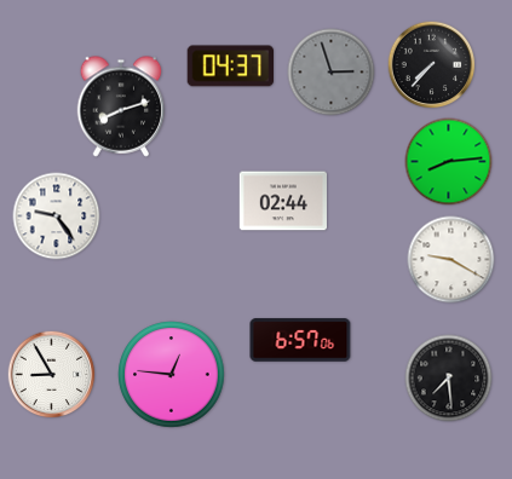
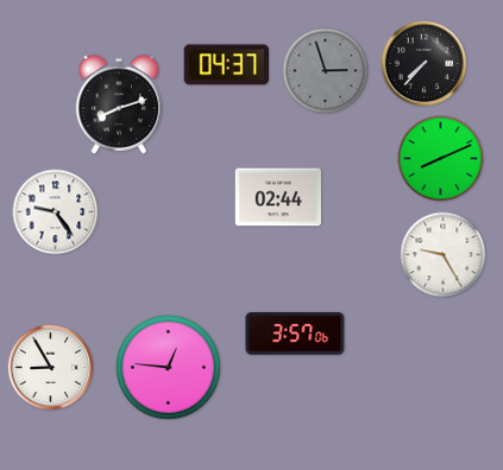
clock at (449, 162): 8:14 -> 8:11
clock at (451, 260): 9:20 -> 9:25
clock at (300, 340): 6:57 -> 3:57
clock at (449, 379): 7:29 -> none
